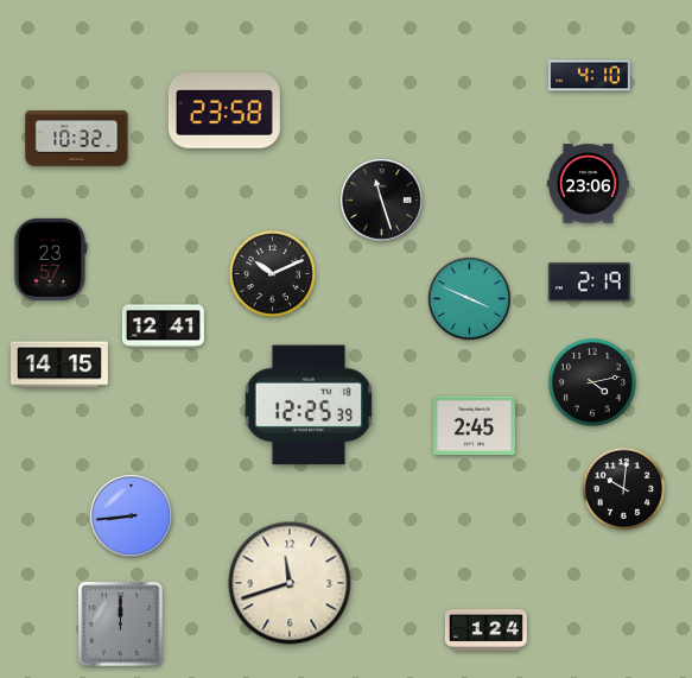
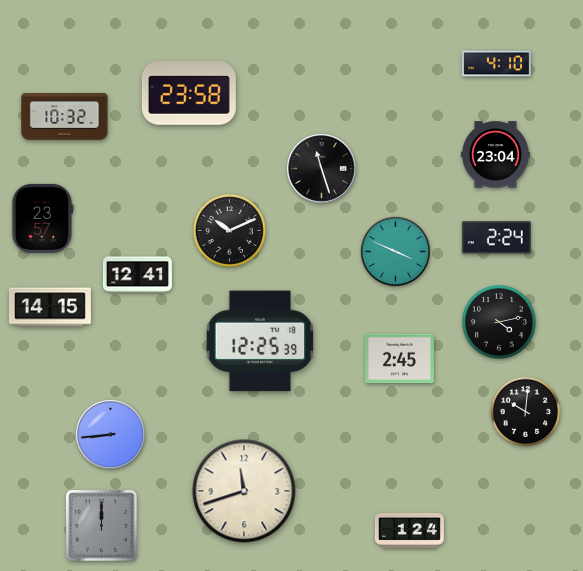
clock at (588, 184): 23:06 -> 23:04
clock at (589, 283): 2:19 -> 2:24
